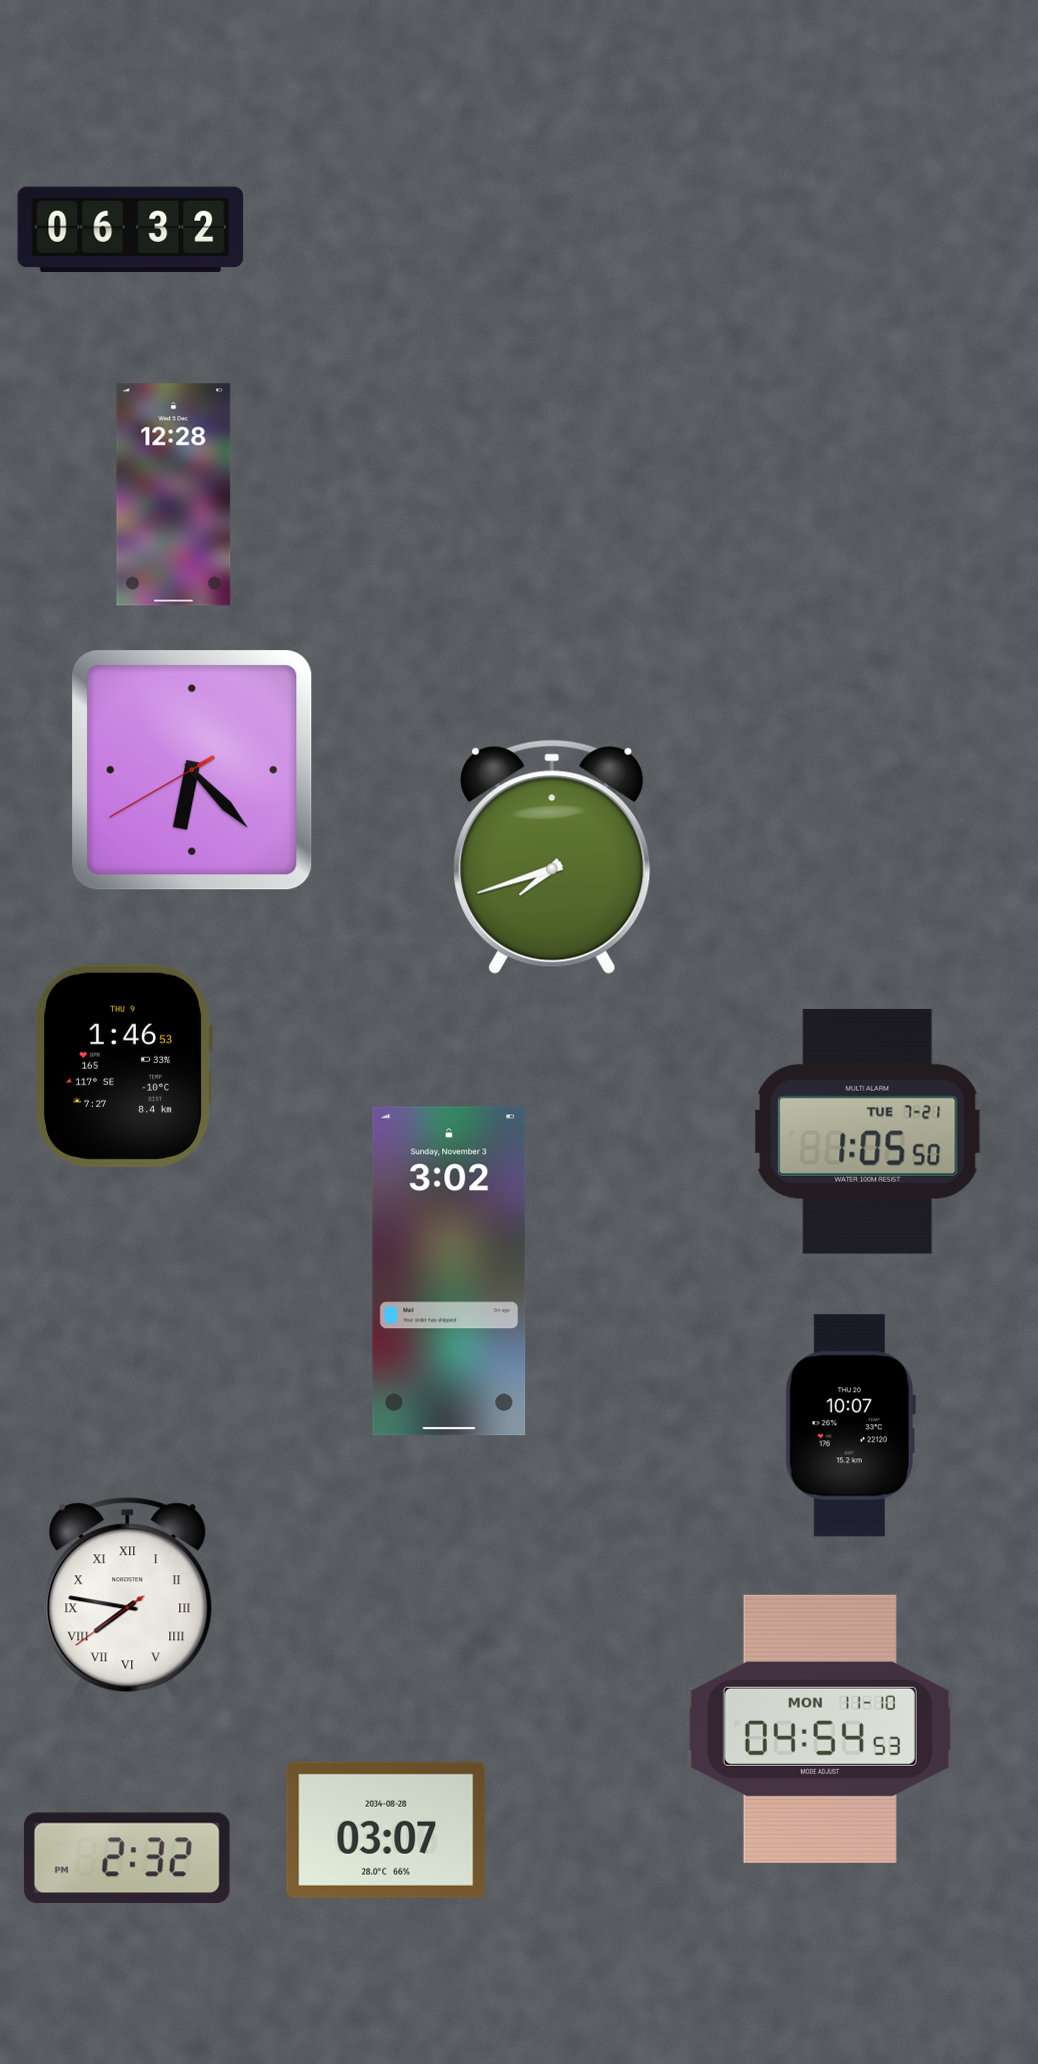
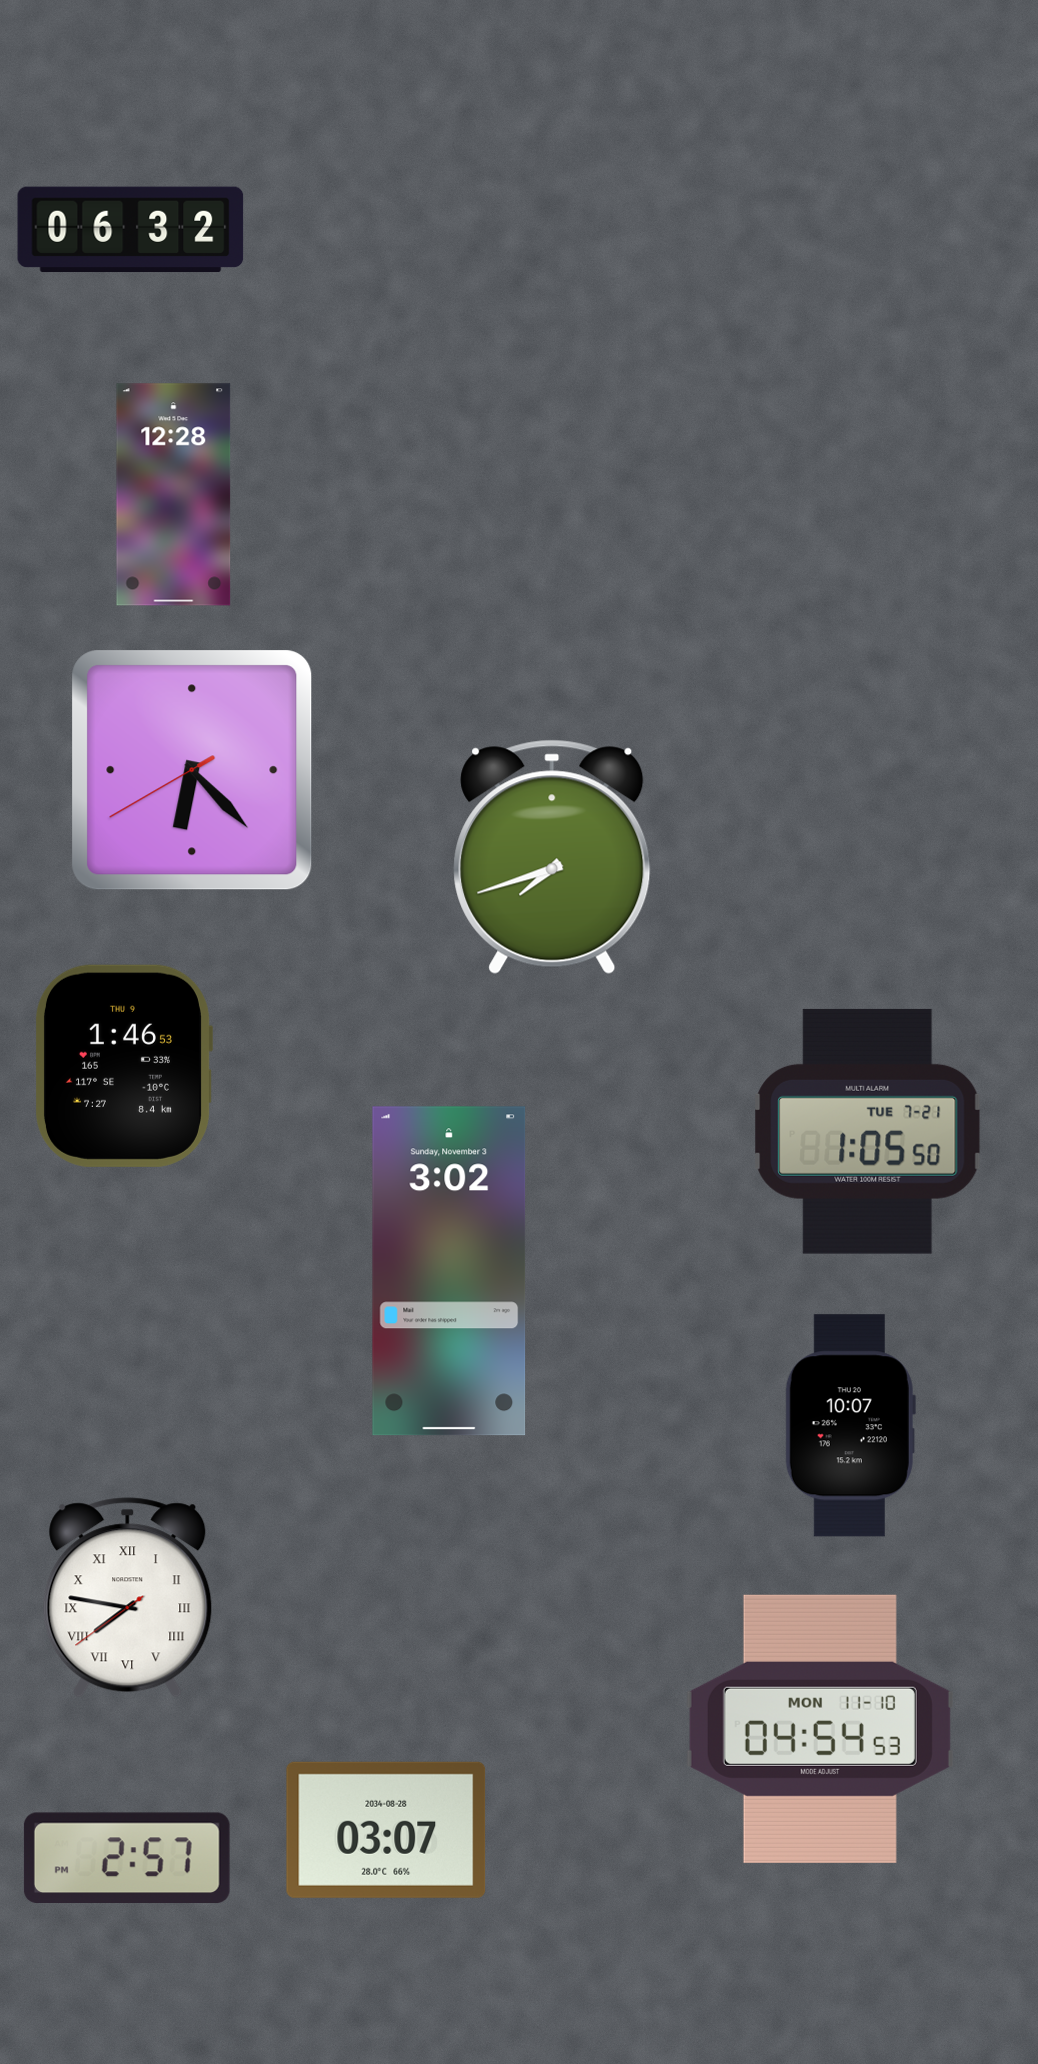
clock at (127, 1857): 2:32 -> 2:57
